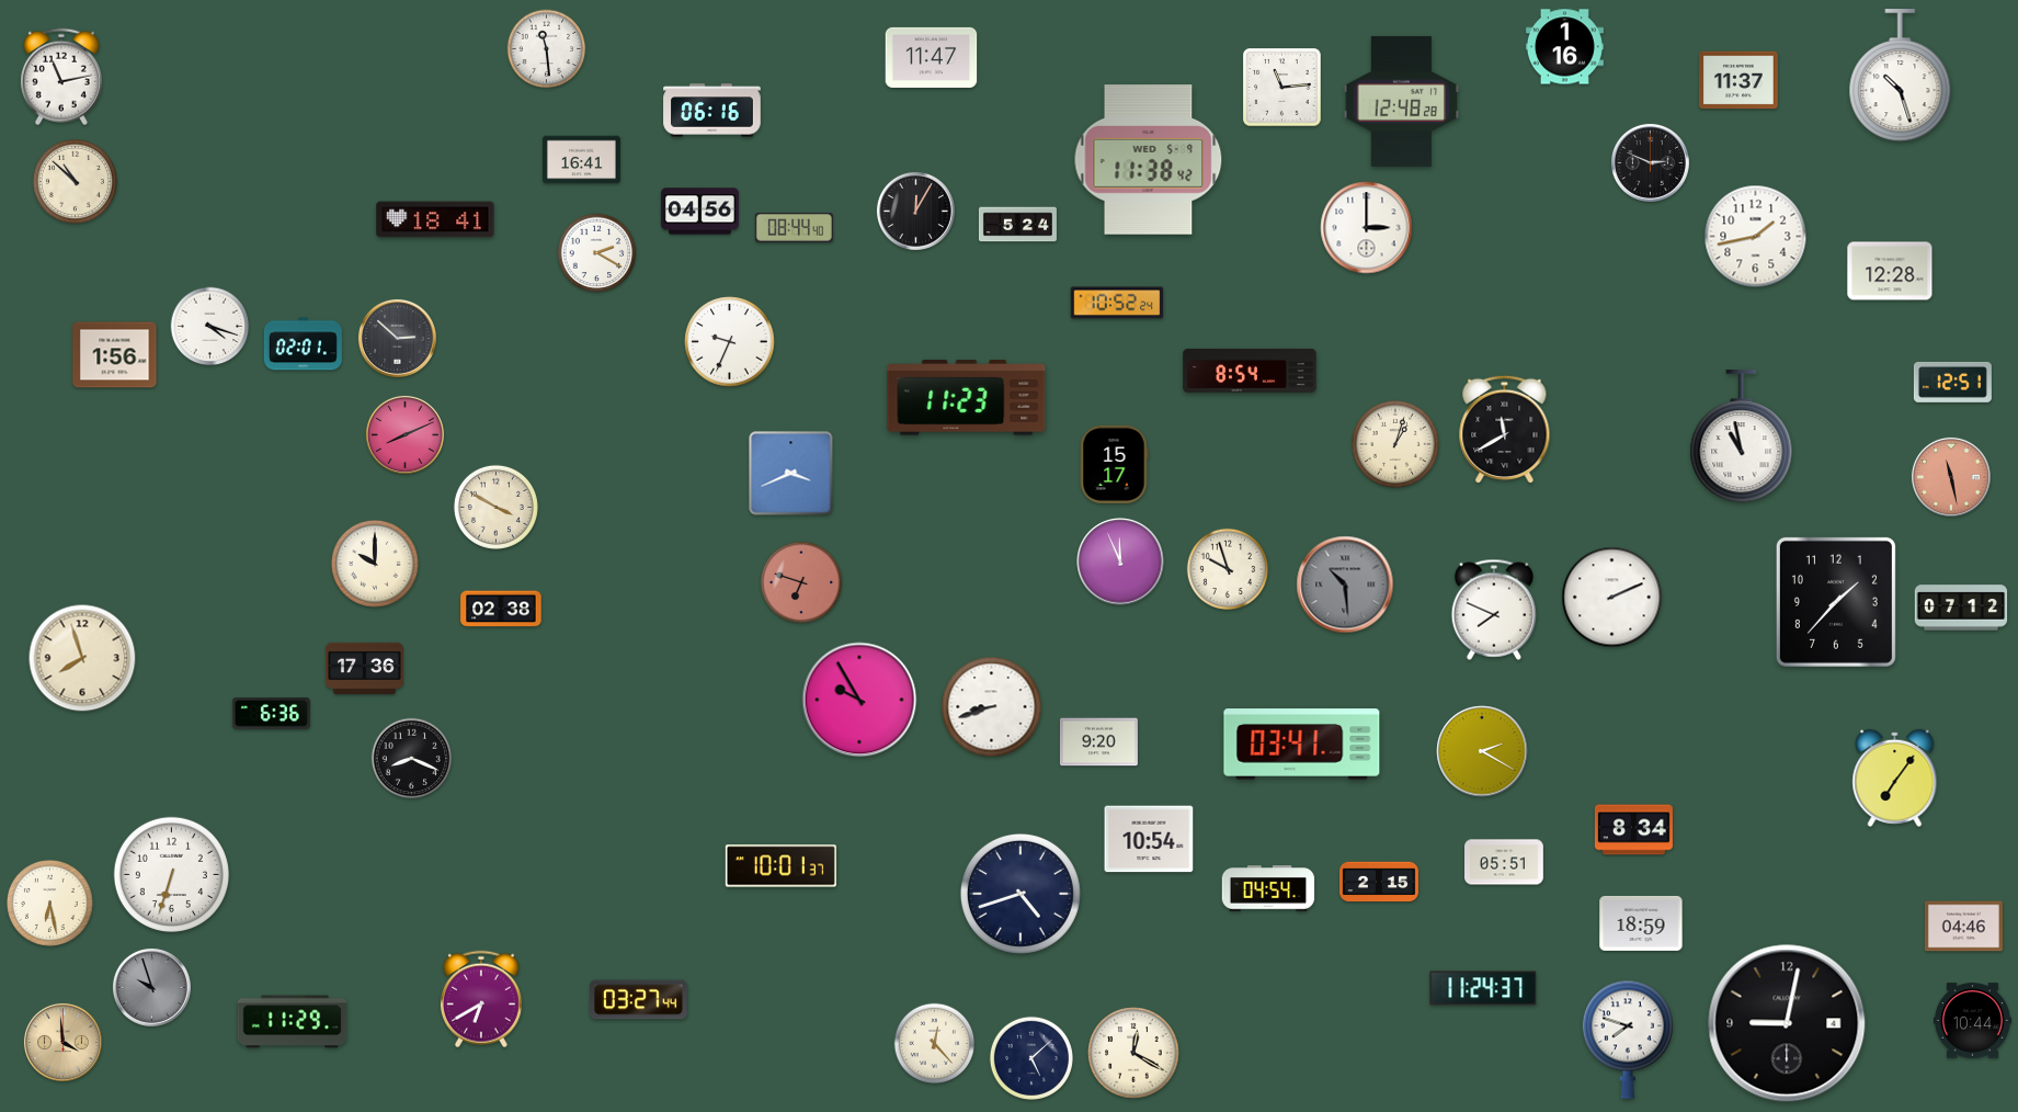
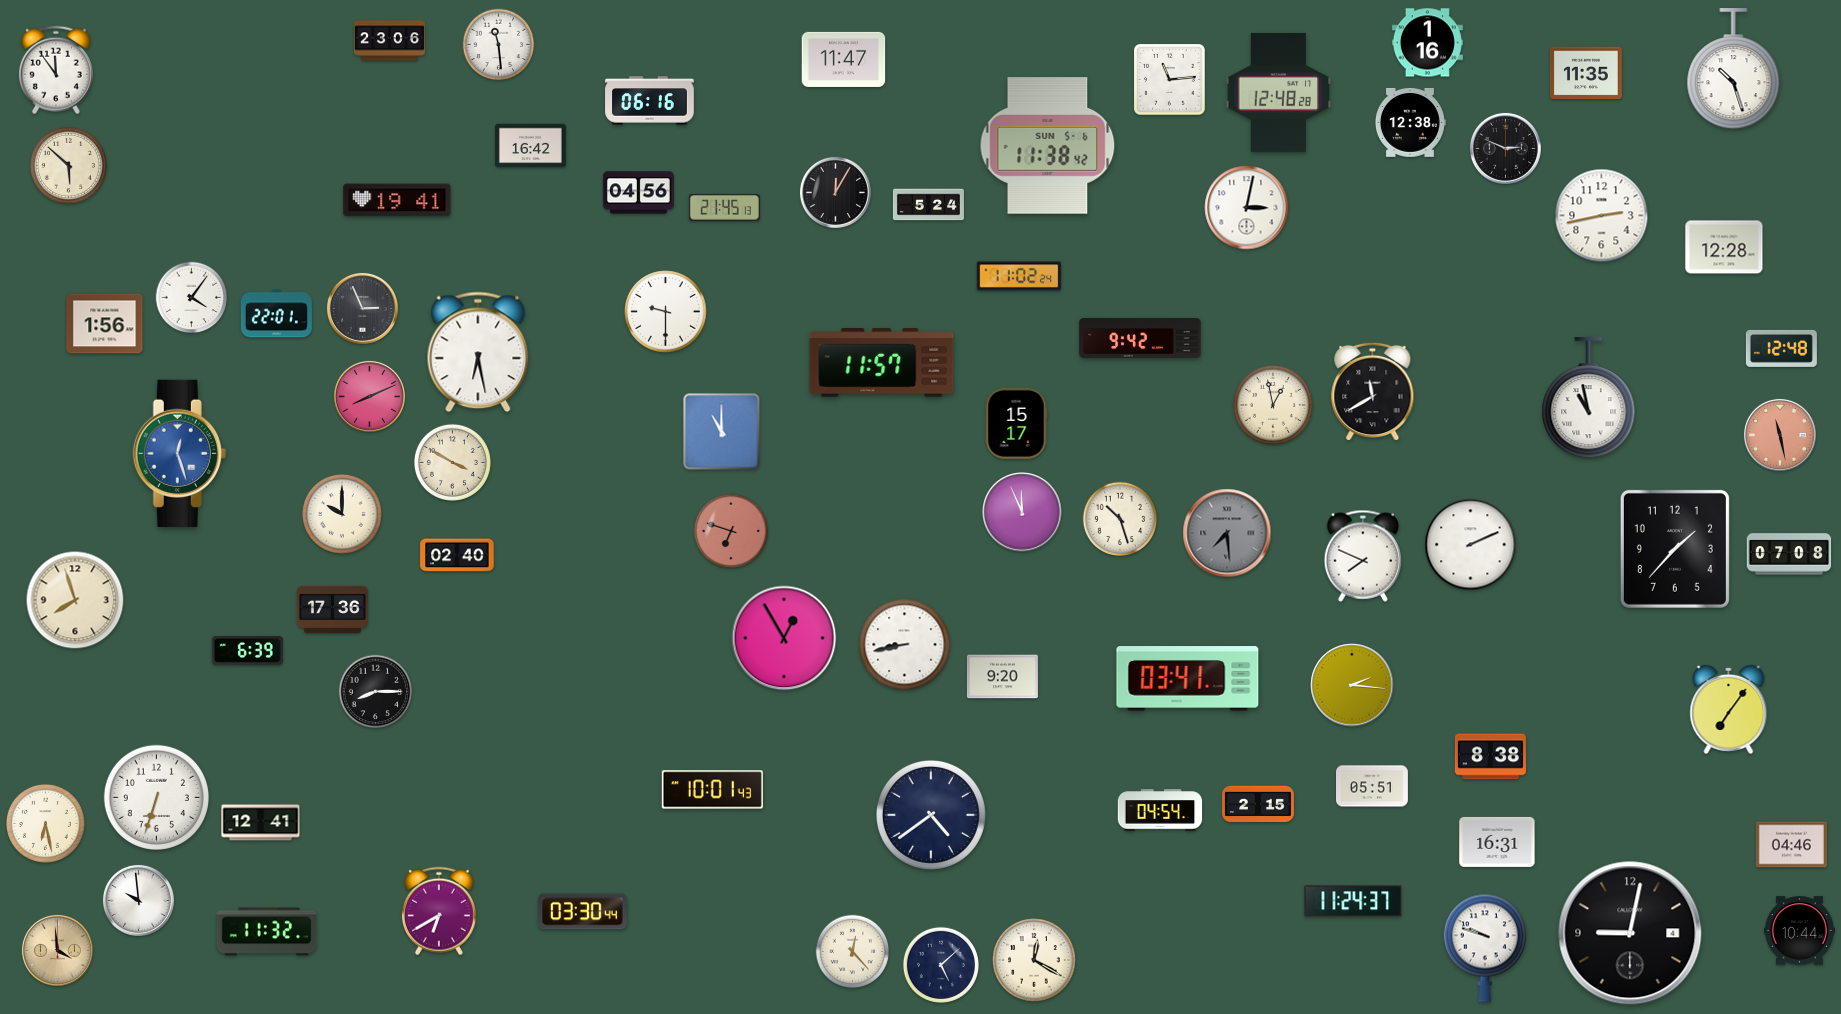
clock at (389, 41): none -> 23:06
clock at (932, 57) position: (932, 57) -> (844, 59)
clock at (61, 77): 11:13 -> 11:54
clock at (1738, 80): 11:37 -> 11:35
clock at (1410, 122): none -> 12:38
clock at (581, 160): 16:41 -> 16:42
clock at (1149, 160) date: WED 5-9 -> SUN 5-6
clock at (75, 181): 10:52 -> 5:52
clock at (435, 219): 18:41 -> 19:41
clock at (794, 228): 08:44 -> 21:45
clock at (1367, 228): 3:00 -> 3:02
clock at (1756, 237): 1:43 -> 2:43
clock at (597, 253): 2:20 -> none
clock at (1117, 303): 10:52 -> 11:02
clock at (210, 327): 4:18 -> 4:06
clock at (397, 338): 2:52 -> 2:56
clock at (730, 342): 9:34 -> 9:30
clock at (303, 344): 02:01 -> 22:01
clock at (1250, 371): 8:54 -> 9:42
clock at (1952, 382): 12:51 -> 12:48
clock at (478, 352): none -> 6:28
clock at (967, 398): 11:23 -> 11:57
clock at (1395, 444): 1:03 -> 12:58
clock at (791, 474): 3:41 -> 11:00
clock at (179, 453): none -> 12:27
clock at (1228, 569): 9:57 -> 10:27
clock at (1345, 585): 10:29 -> 7:29
clock at (1961, 608): 07:12 -> 07:08
clock at (501, 609): 02:38 -> 02:40
clock at (859, 700): 9:55 -> 12:55
clock at (992, 707): 8:42 -> 8:43
clock at (271, 713): 6:36 -> 6:39
clock at (1482, 751): 2:20 -> 2:16
clock at (412, 759): 8:19 -> 8:15
clock at (1633, 830): 8:34 -> 8:38
clock at (1149, 839): 10:54 -> none
clock at (780, 866): 10:01:37 -> 10:01:43
clock at (1268, 888) position: (1268, 888) -> (1160, 810)
clock at (1021, 894): 4:42 -> 4:39
clock at (261, 823): none -> 12:41
clock at (1641, 923): 18:59 -> 16:31
clock at (151, 987): 9:57 -> 9:59
clock at (151, 987) dial: grey -> white
clock at (639, 1000): 03:27 -> 03:30
clock at (293, 1022): 11:29 -> 11:32
clock at (1628, 1040): 7:48 -> 9:48
